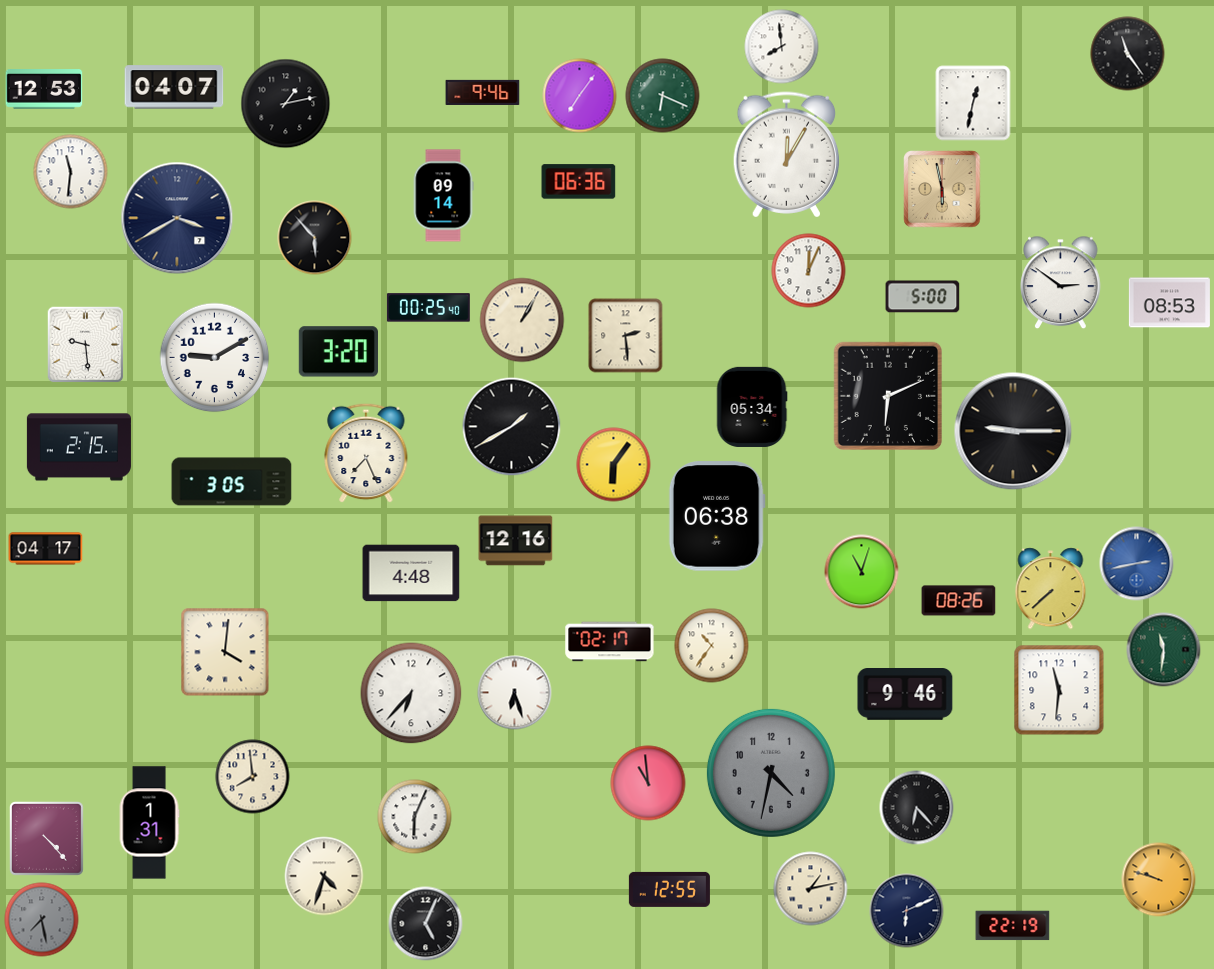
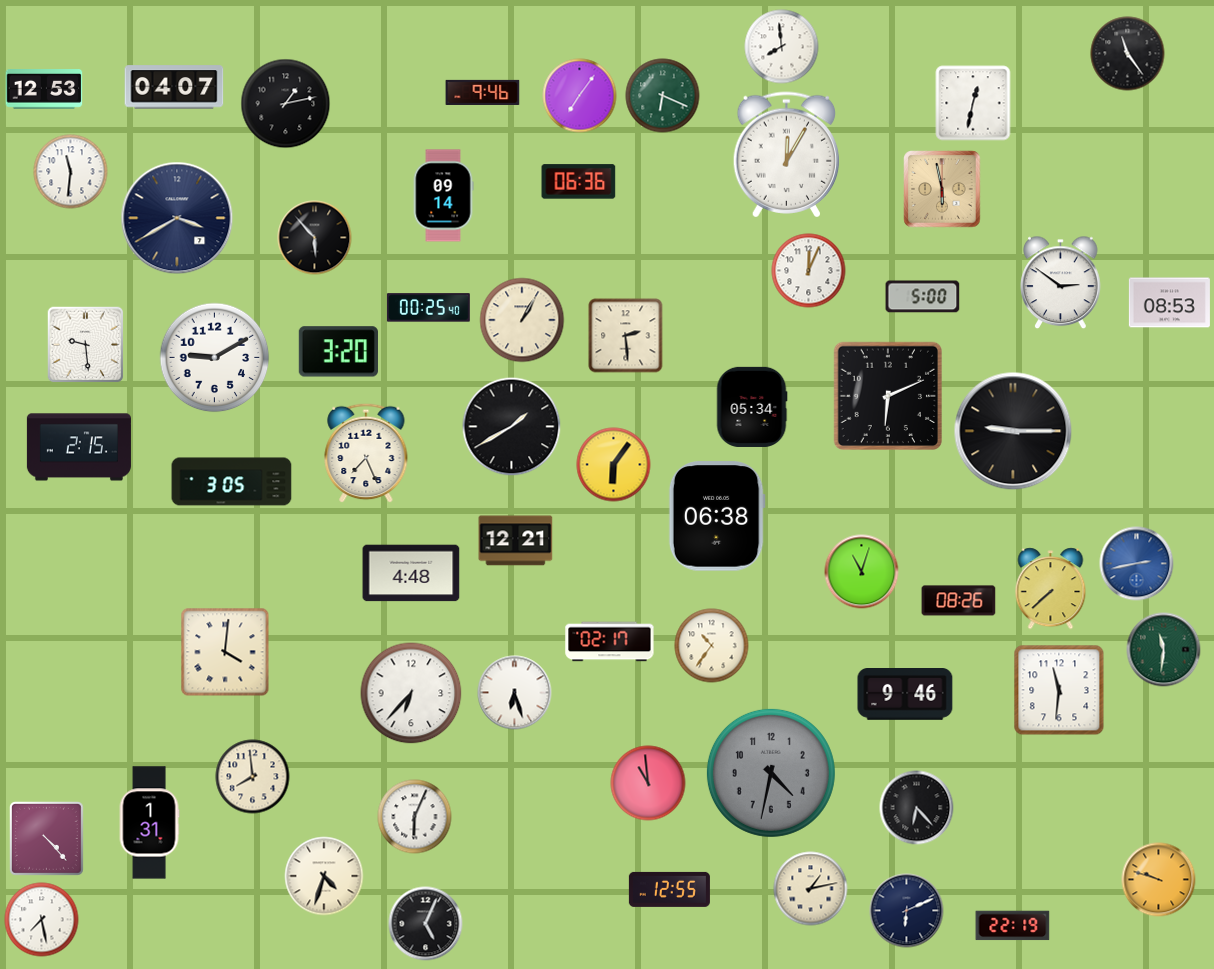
clock at (516, 541): 12:16 -> 12:21
clock at (46, 549): 04:17 -> none
clock at (42, 920) dial: grey -> white
